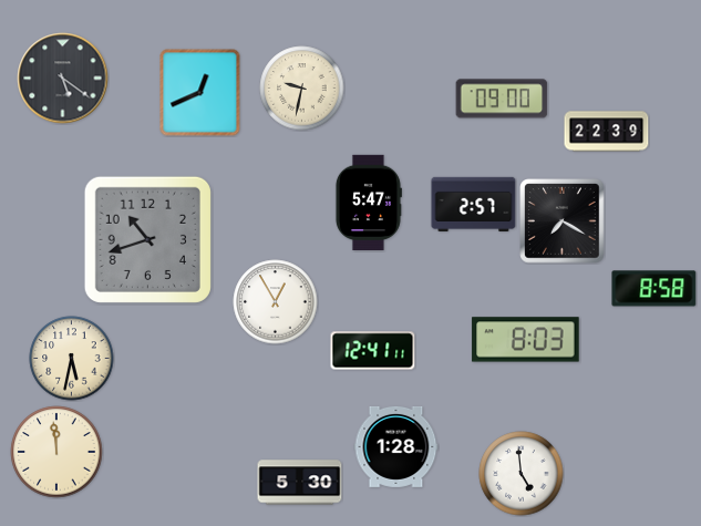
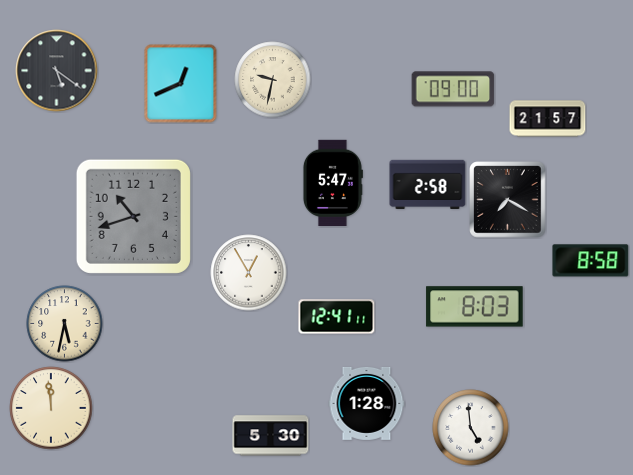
clock at (607, 132): 22:39 -> 21:57
clock at (474, 204): 2:57 -> 2:58
clock at (396, 446) position: (396, 446) -> (367, 403)
